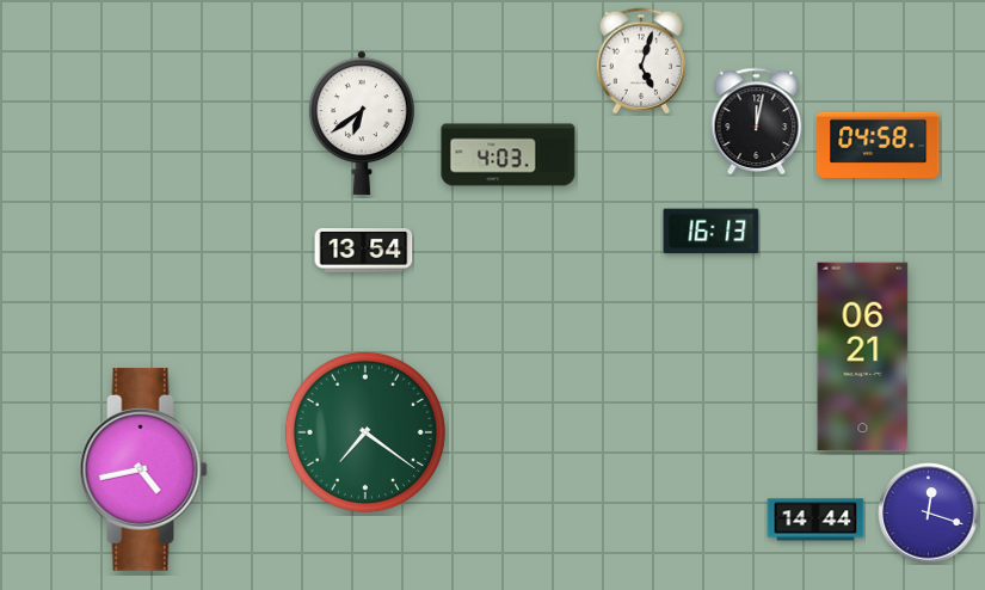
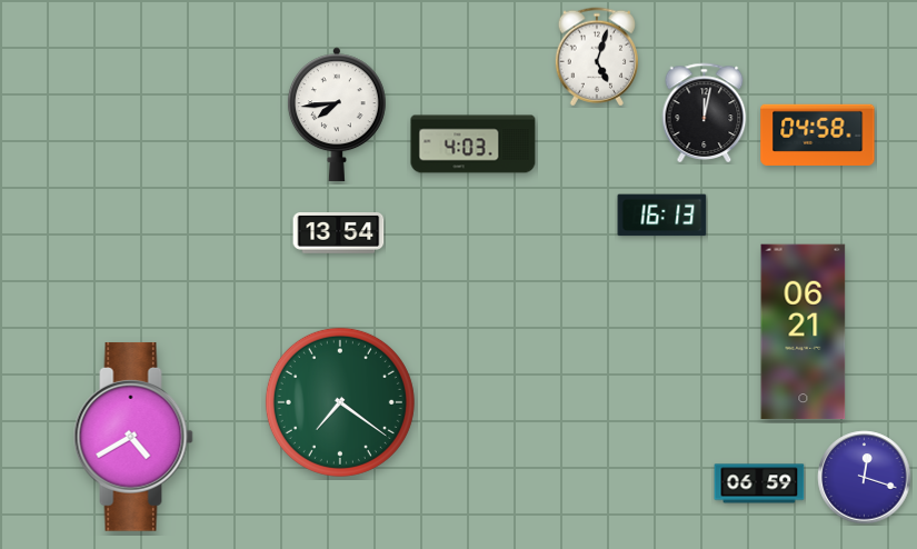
clock at (362, 123): 6:39 -> 7:44
clock at (143, 469): 4:43 -> 4:40
clock at (815, 520): 14:44 -> 06:59
